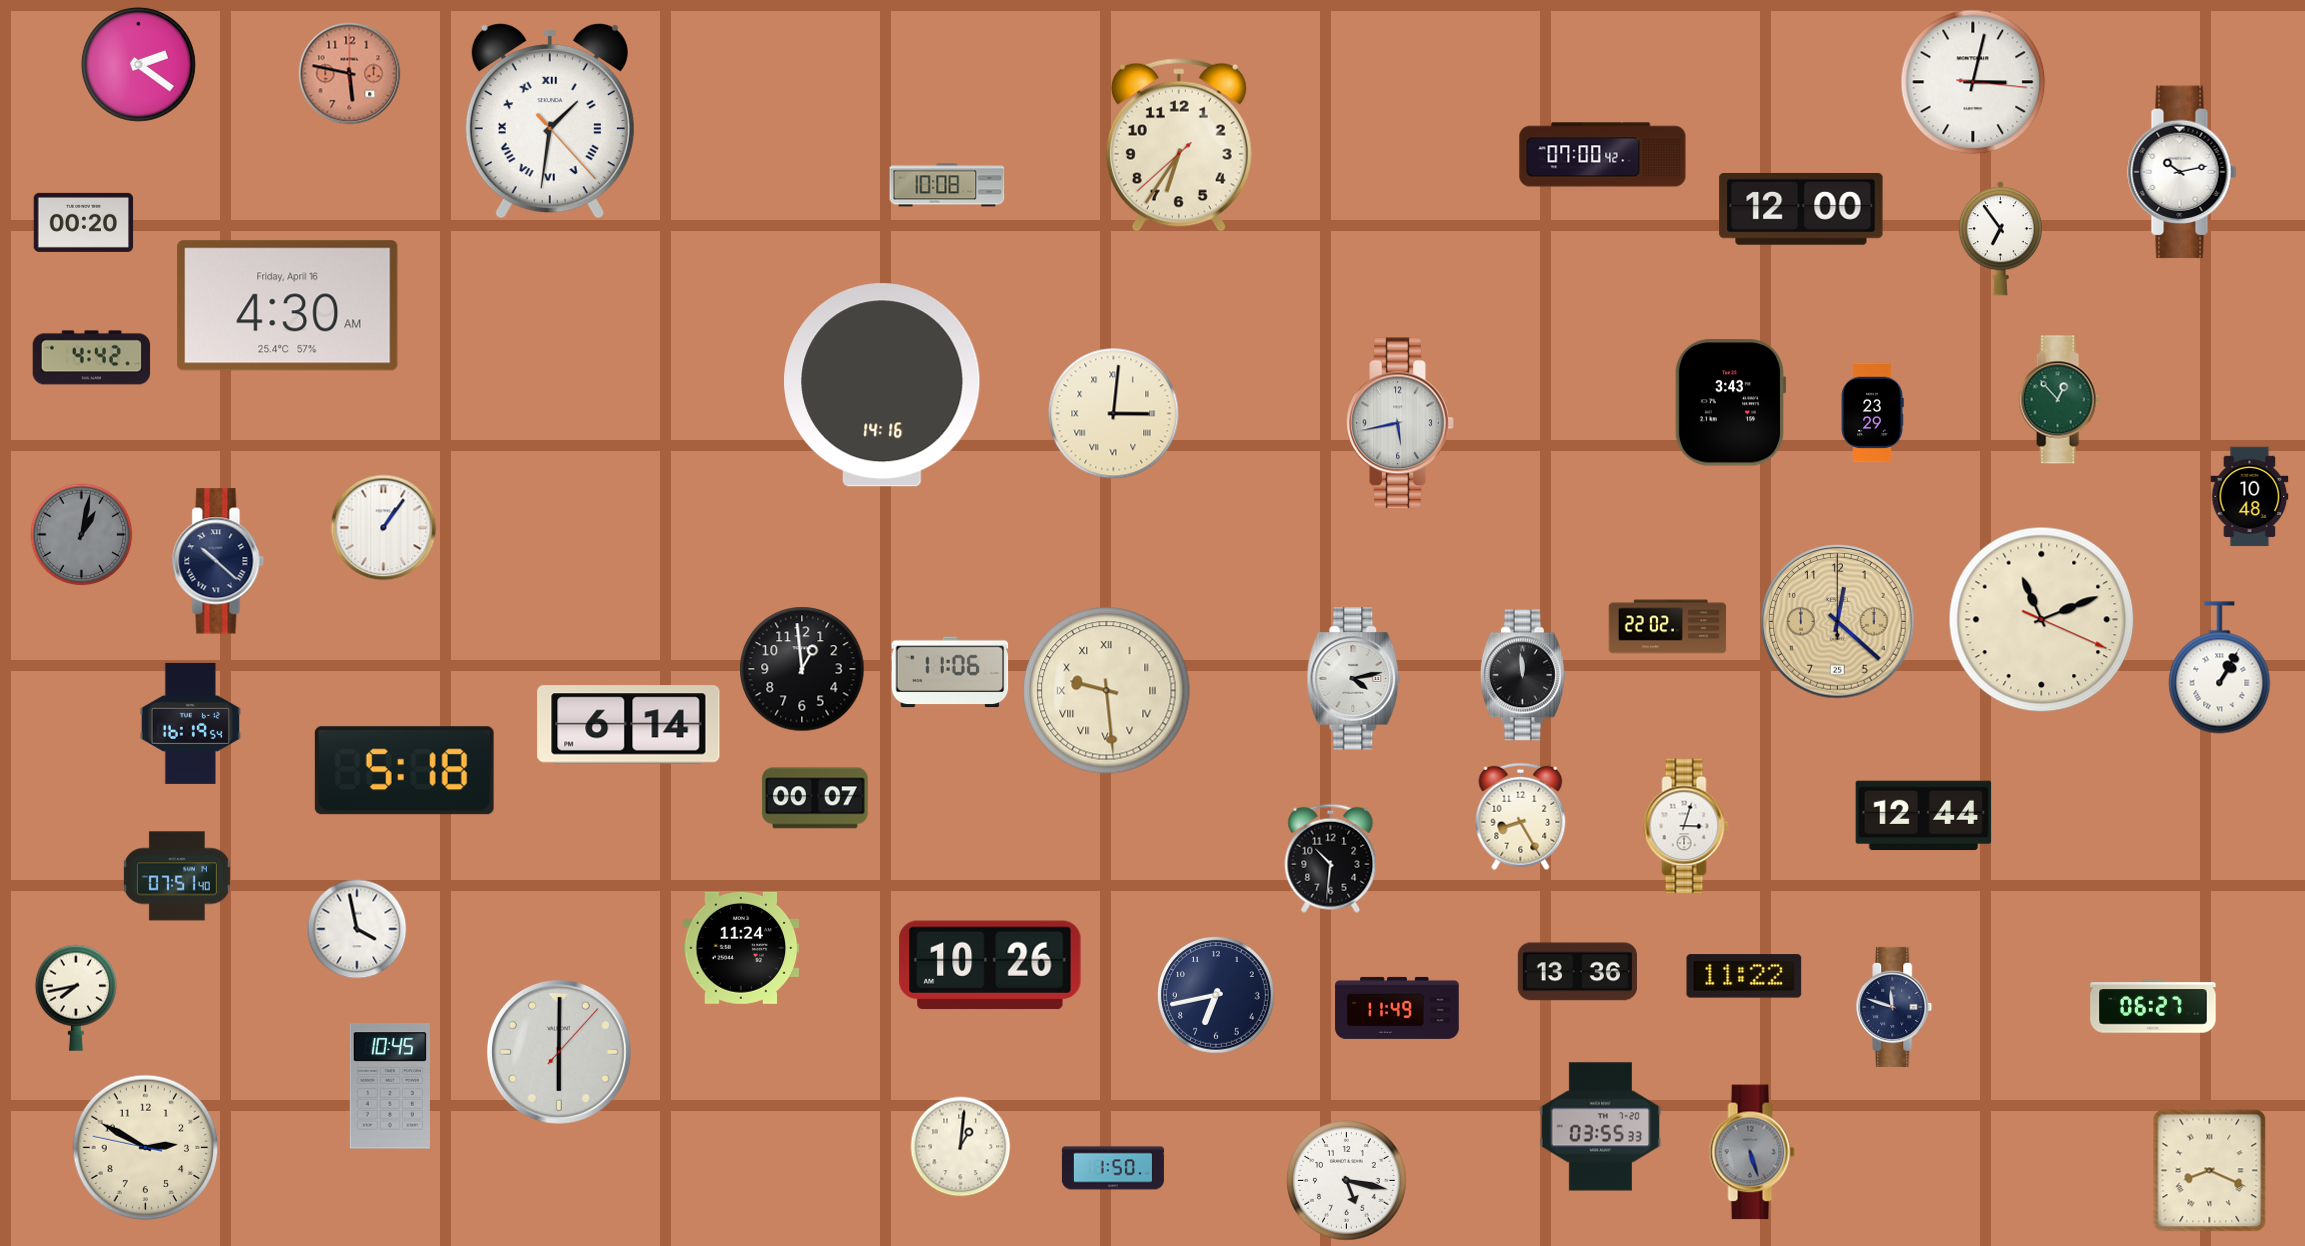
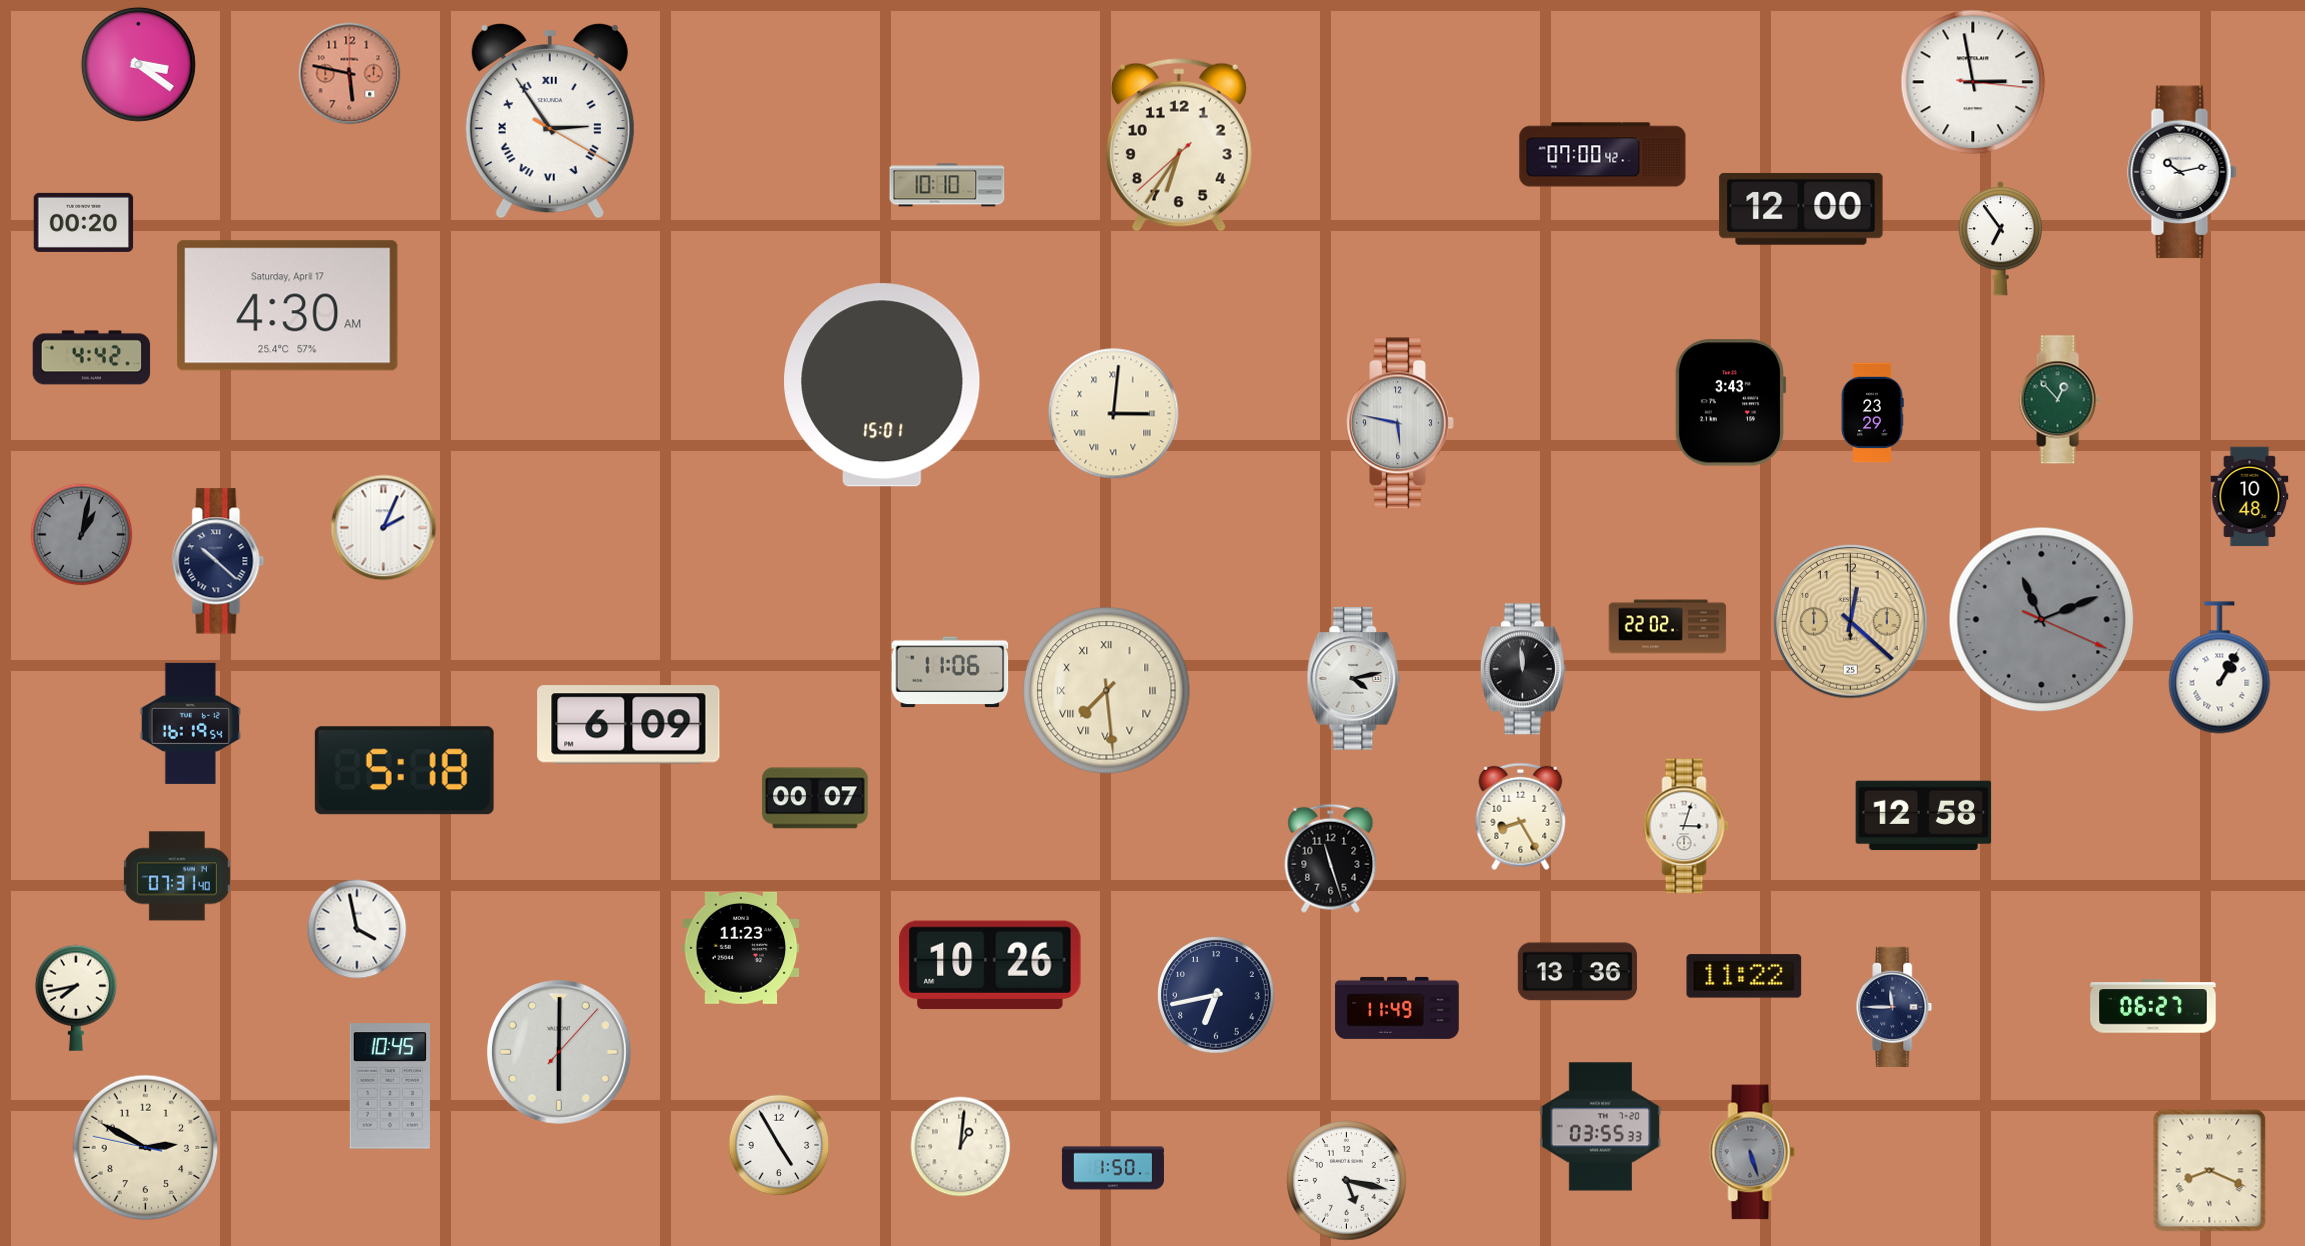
clock at (138, 64): 2:21 -> 3:21
clock at (1973, 82): 3:02 -> 2:58
clock at (550, 121): 1:31 -> 2:54
clock at (947, 185): 10:08 -> 10:10
clock at (288, 306) date: Friday, April 16 -> Saturday, April 17
clock at (882, 385): 14:16 -> 15:01
clock at (1400, 423): 5:43 -> 5:47
clock at (384, 528): 1:06 -> 2:04
clock at (2042, 620) dial: cream -> grey
clock at (1838, 622) position: (1838, 622) -> (1851, 622)
clock at (802, 669): 12:59 -> none
clock at (1523, 675) position: (1523, 675) -> (1523, 669)
clock at (1107, 691): 9:29 -> 7:29
clock at (629, 725): 6:14 -> 6:09
clock at (1924, 816): 12:44 -> 12:58
clock at (1331, 858): 10:31 -> 11:27
clock at (177, 876): 07:51 -> 07:31
clock at (741, 948): 11:24 -> 11:23
clock at (1894, 1007): 11:48 -> 11:45
clock at (779, 1145): none -> 4:55
